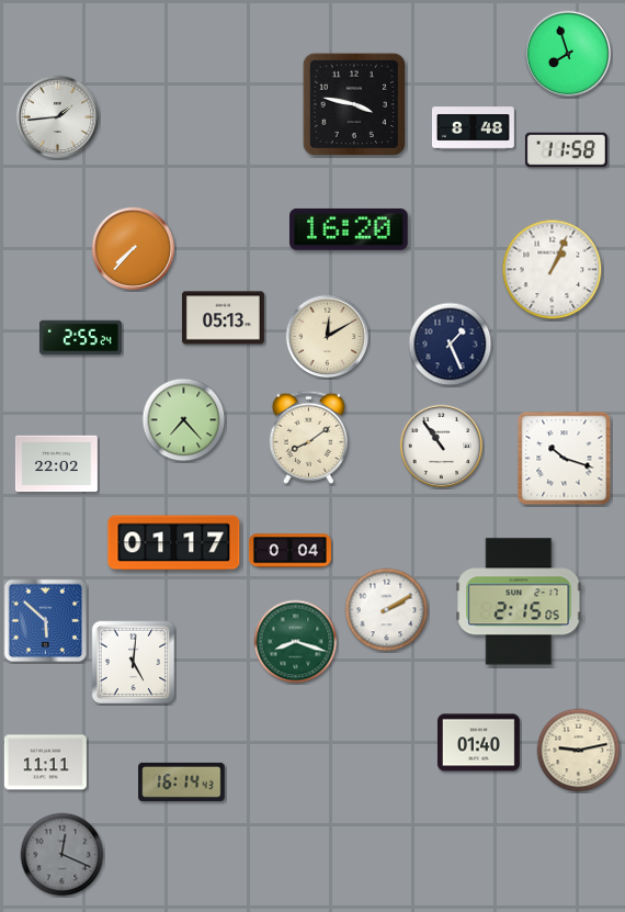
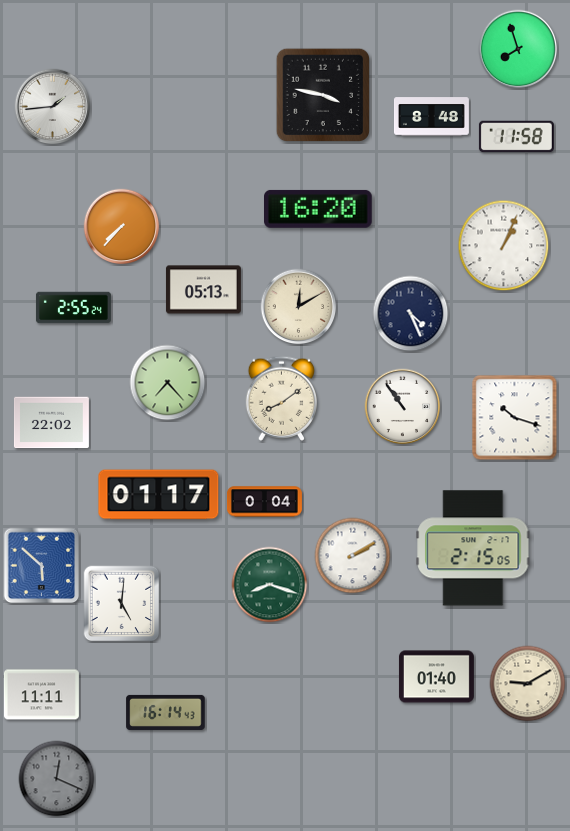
clock at (451, 345): 1:26 -> 4:26
clock at (579, 751): 9:13 -> 9:10
